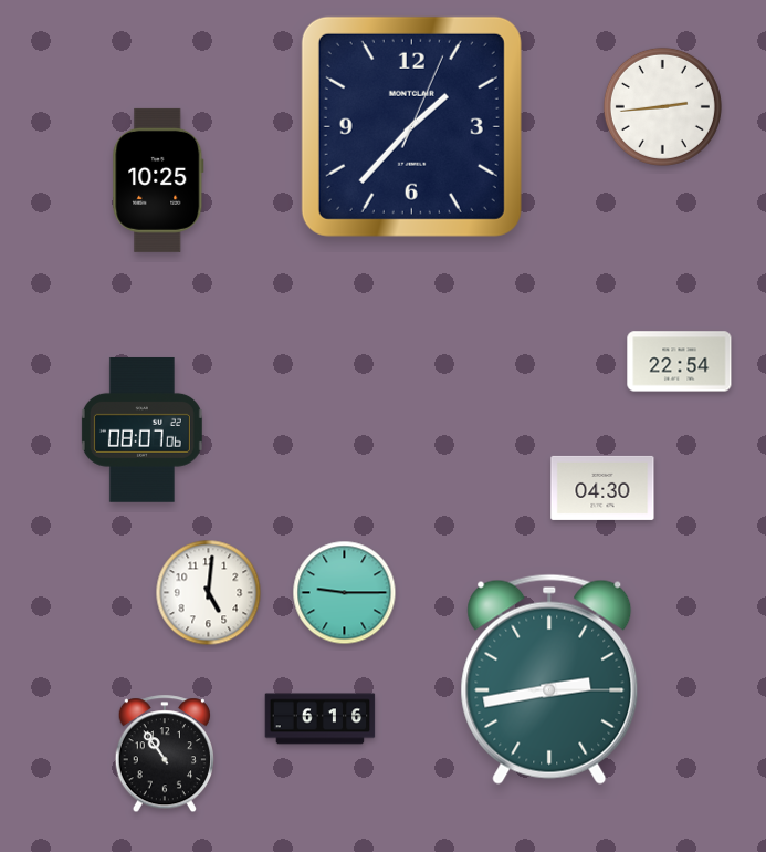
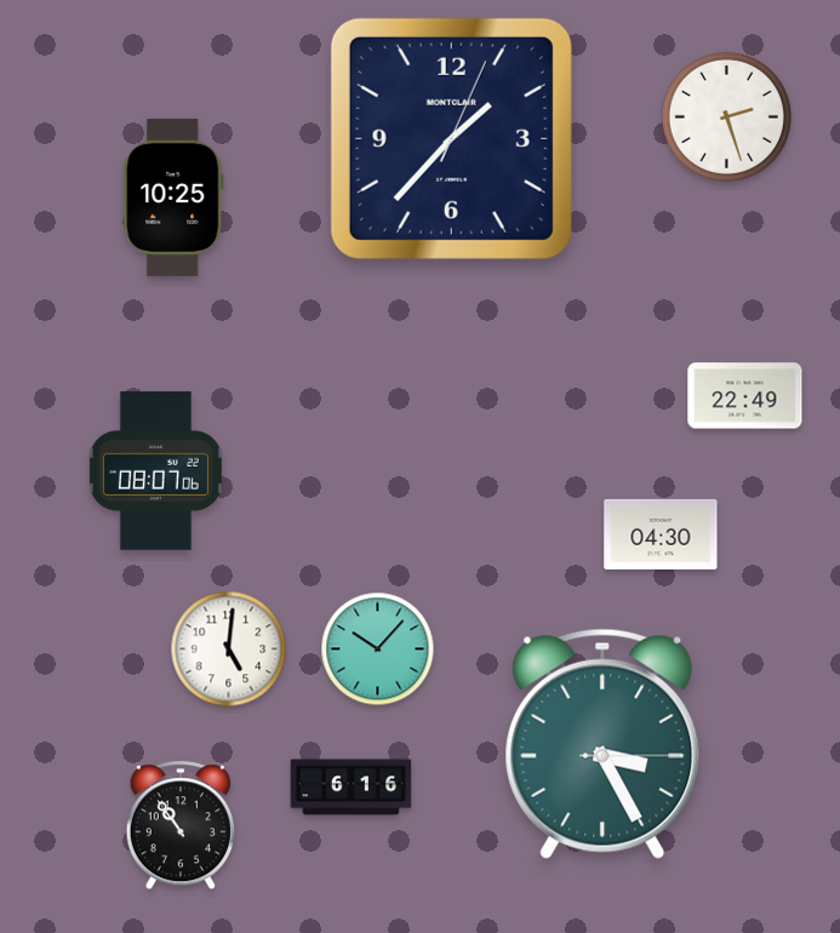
clock at (662, 106): 2:44 -> 2:27
clock at (680, 362): 22:54 -> 22:49
clock at (345, 593): 9:15 -> 10:07
clock at (549, 679): 2:43 -> 3:25
